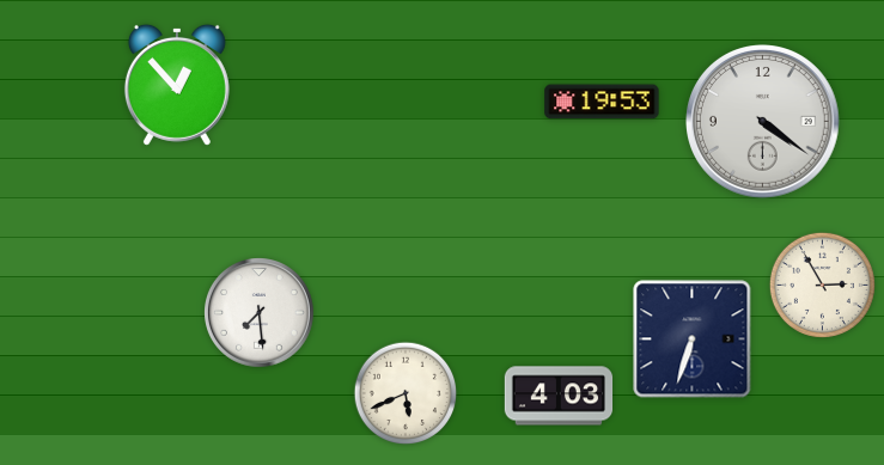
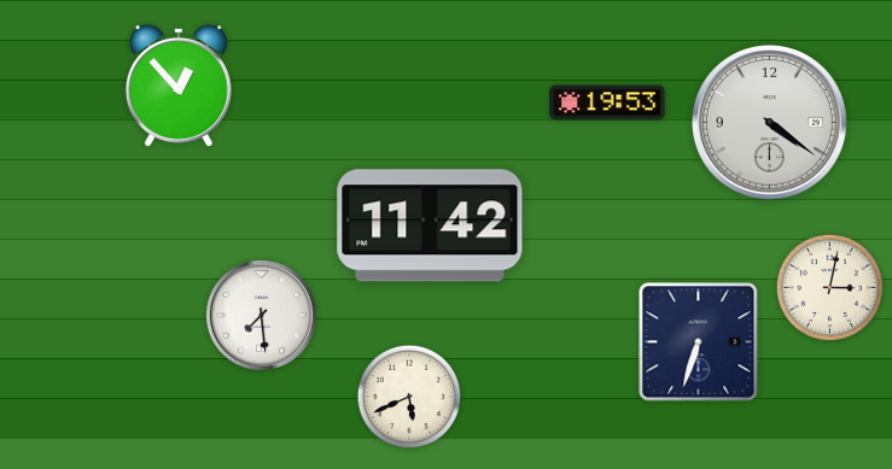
clock at (430, 225): none -> 11:42
clock at (822, 284): 2:55 -> 3:02
clock at (559, 396): 4:03 -> none
